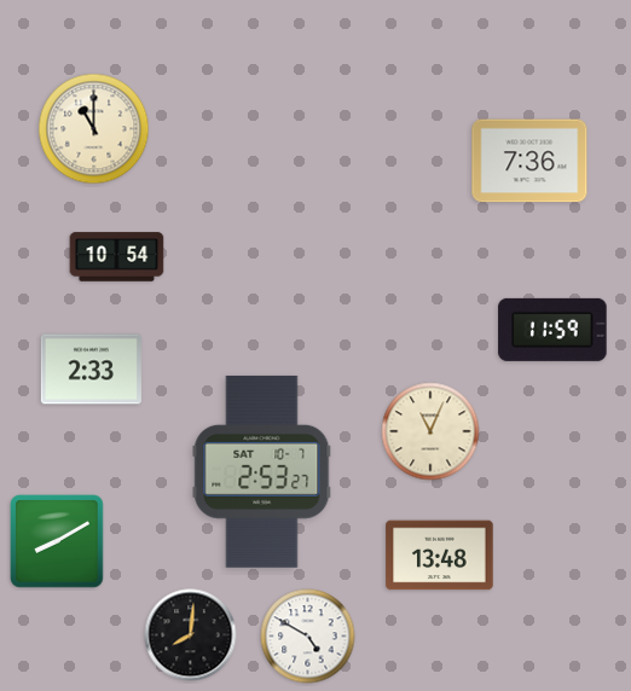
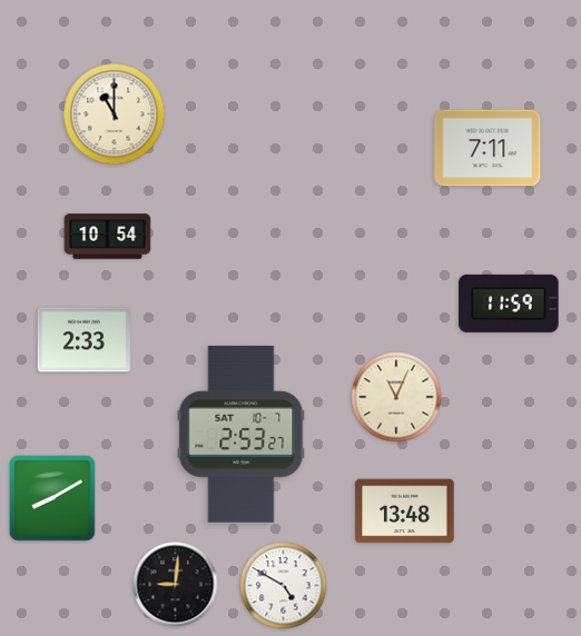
clock at (94, 129) position: (94, 129) -> (115, 115)
clock at (529, 161): 7:36 -> 7:11
clock at (191, 635): 8:01 -> 9:01
